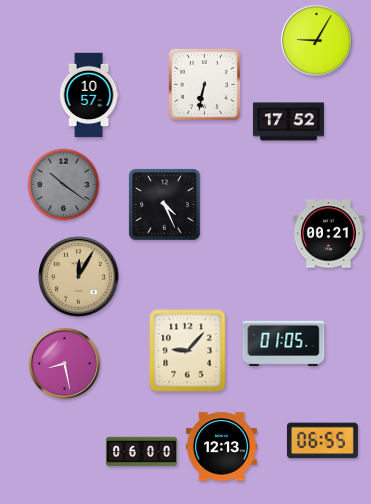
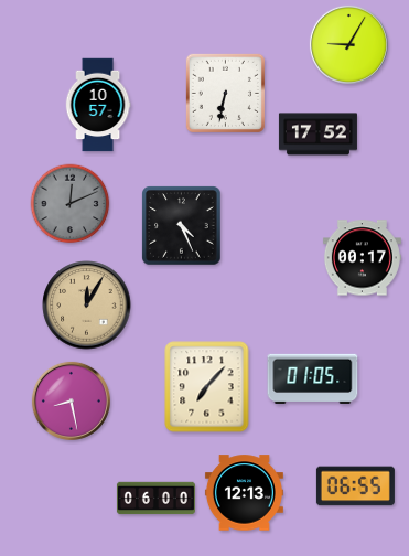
clock at (64, 185): 10:21 -> 12:11
clock at (328, 234): 00:21 -> 00:17
clock at (188, 351): 9:07 -> 7:07
